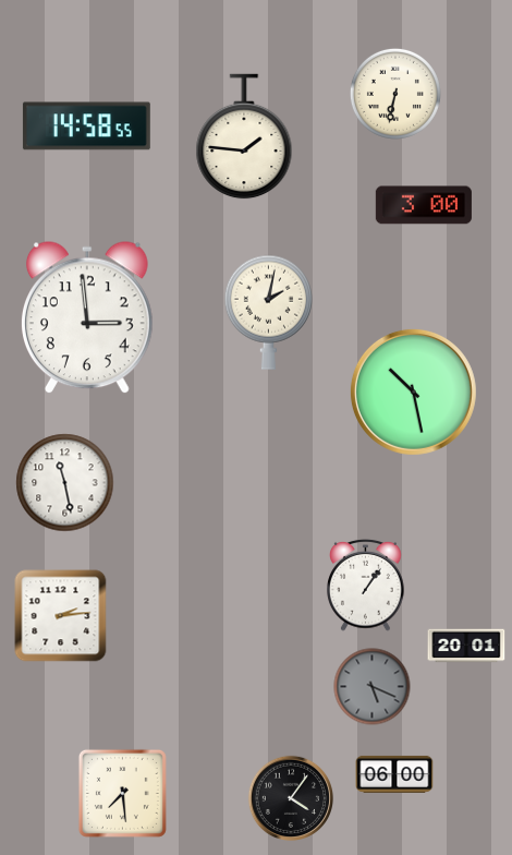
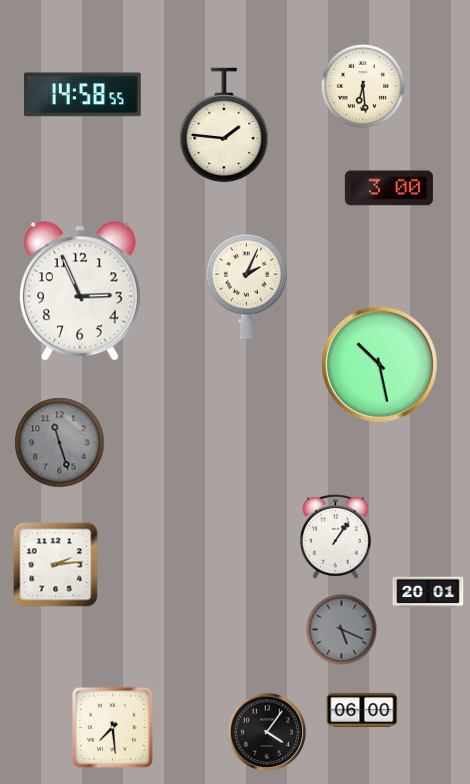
clock at (395, 94): 6:32 -> 6:29
clock at (86, 127) position: (86, 127) -> (82, 95)
clock at (268, 312): 2:02 -> 2:04
clock at (87, 318): 2:59 -> 2:56
clock at (413, 392) position: (413, 392) -> (379, 364)
clock at (65, 483): 11:28 -> 11:27
clock at (65, 483) dial: white -> grey
